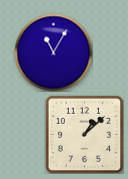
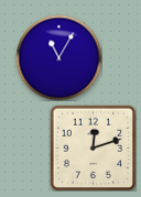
clock at (84, 134): 1:08 -> 12:12
